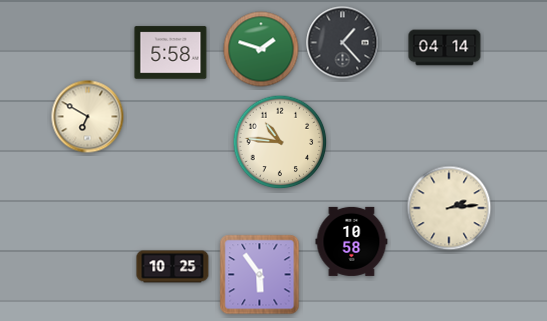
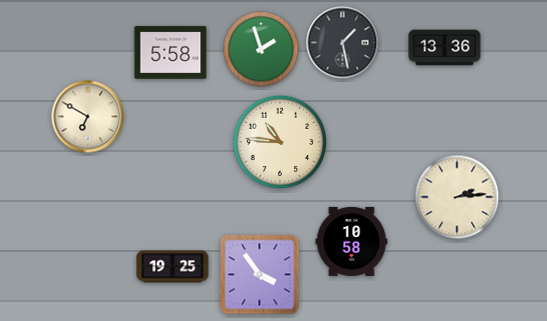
clock at (343, 43): 1:23 -> 1:28
clock at (445, 48): 04:14 -> 13:36
clock at (261, 49): 1:48 -> 1:57
clock at (449, 208) position: (449, 208) -> (457, 197)
clock at (173, 267): 10:25 -> 19:25
clock at (260, 275): 5:54 -> 3:54
